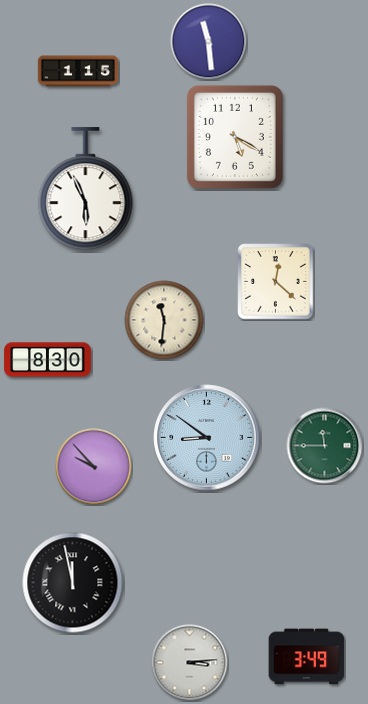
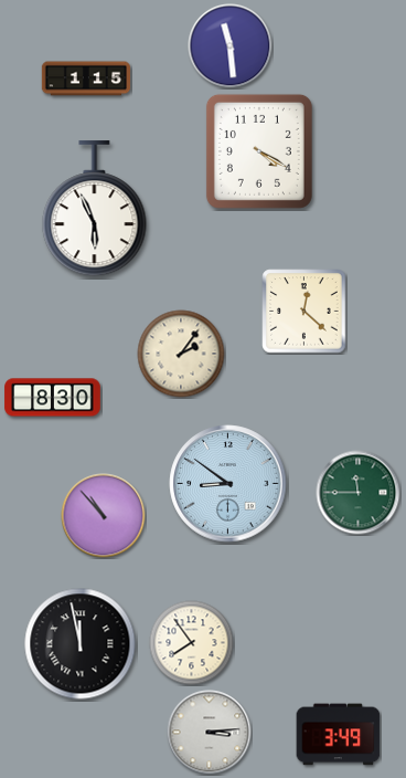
clock at (235, 137): 5:20 -> 4:20
clock at (164, 320): 11:31 -> 2:06
clock at (94, 467): 9:53 -> 10:53
clock at (192, 643): none -> 7:54
clock at (307, 657) position: (307, 657) -> (339, 735)
